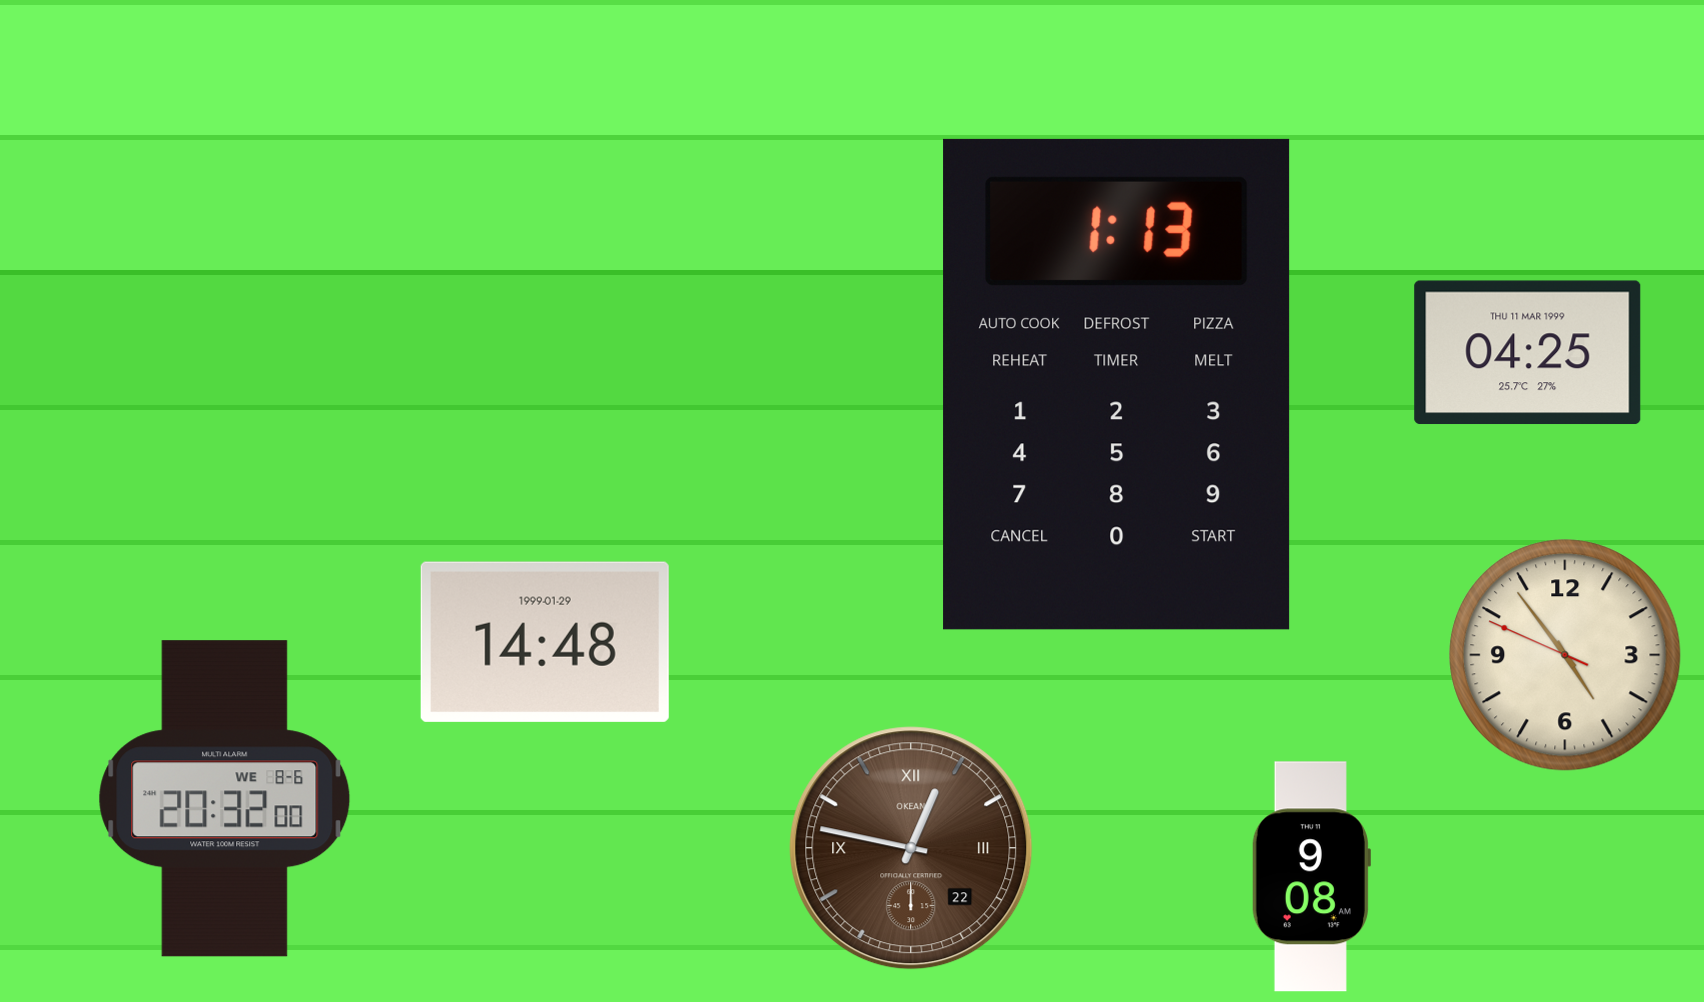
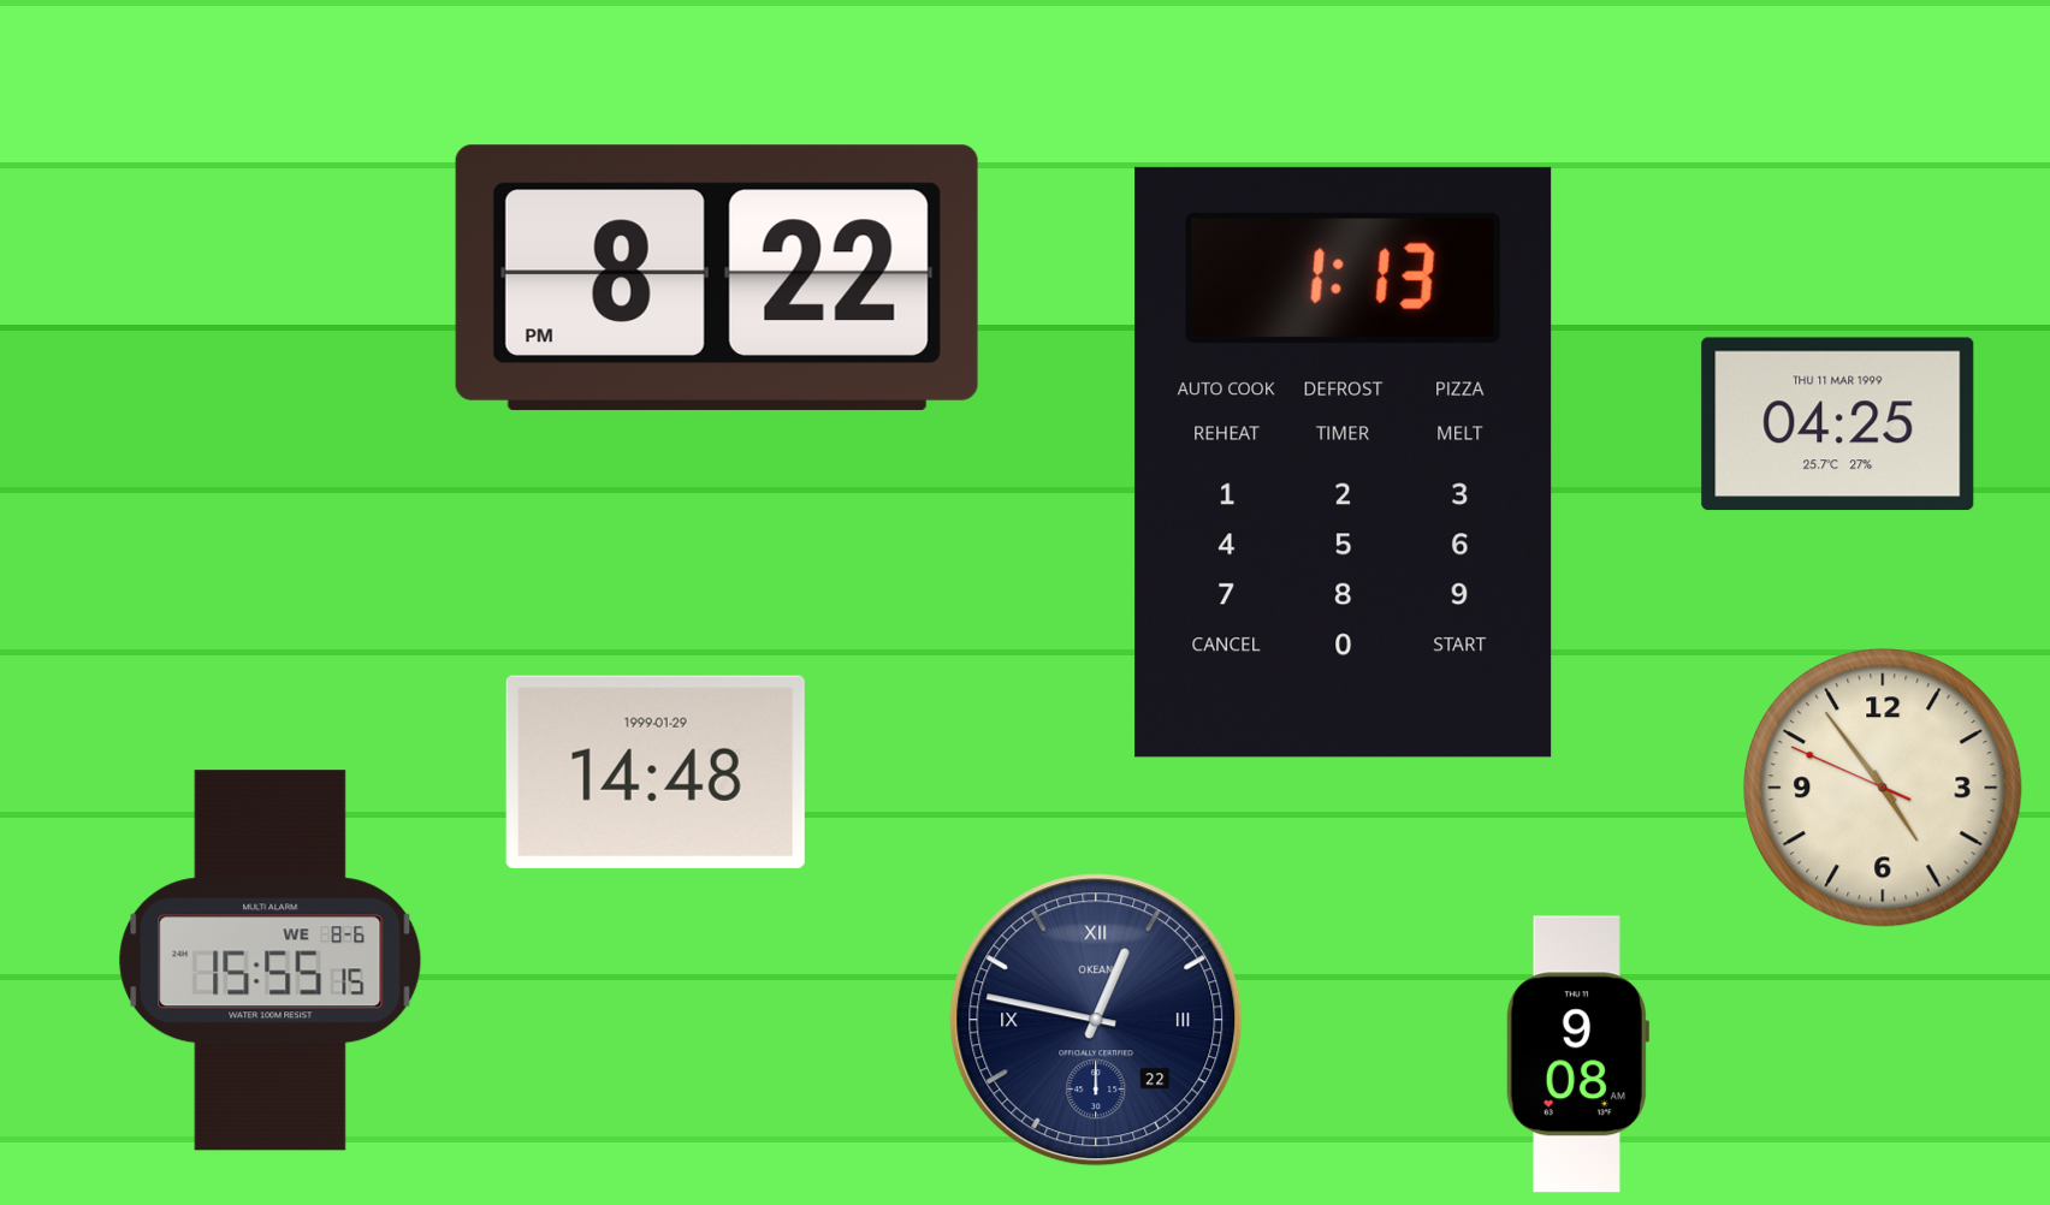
clock at (717, 278): none -> 8:22
clock at (225, 799): 20:32 -> 15:55
clock at (911, 848) dial: brown -> navy
